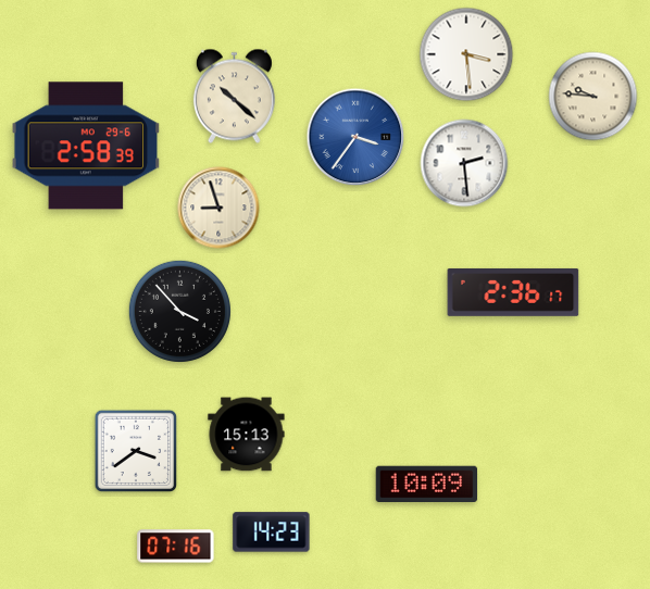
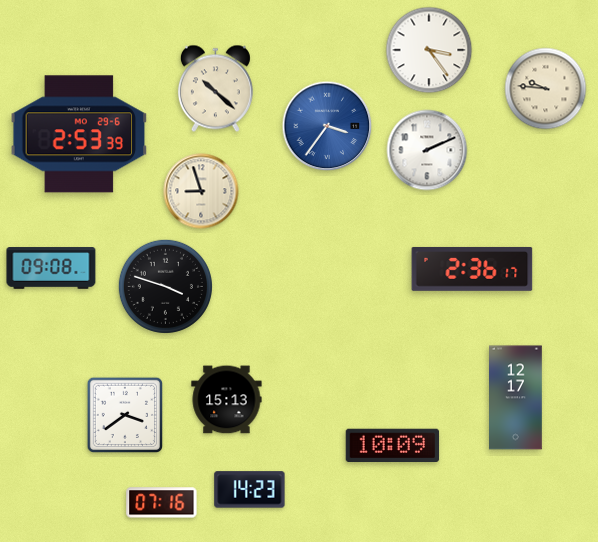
clock at (466, 54): 3:29 -> 3:24
clock at (86, 146): 2:58 -> 2:53
clock at (464, 163): 2:29 -> 2:11
clock at (51, 268): none -> 09:08
clock at (179, 311): 3:53 -> 3:48
clock at (516, 398): none -> 12:17
